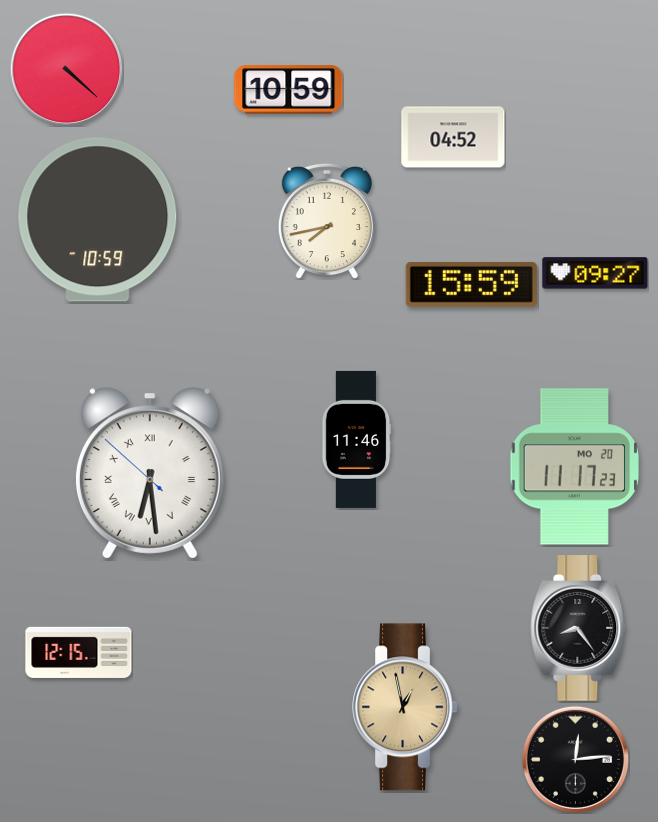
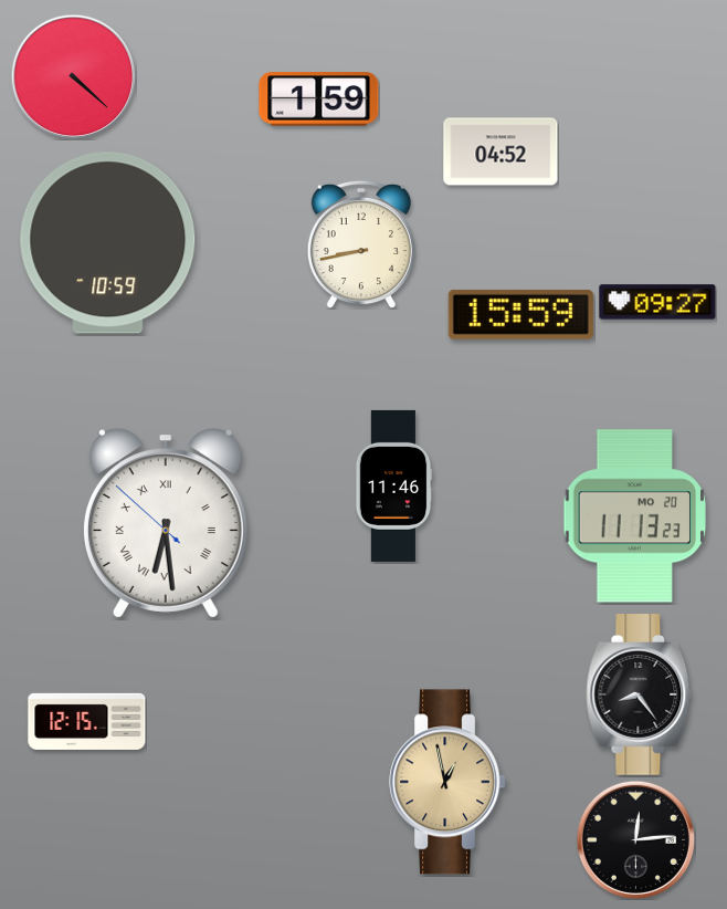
clock at (289, 90): 10:59 -> 1:59
clock at (327, 221): 7:43 -> 8:43
clock at (575, 467): 11:17 -> 11:13
